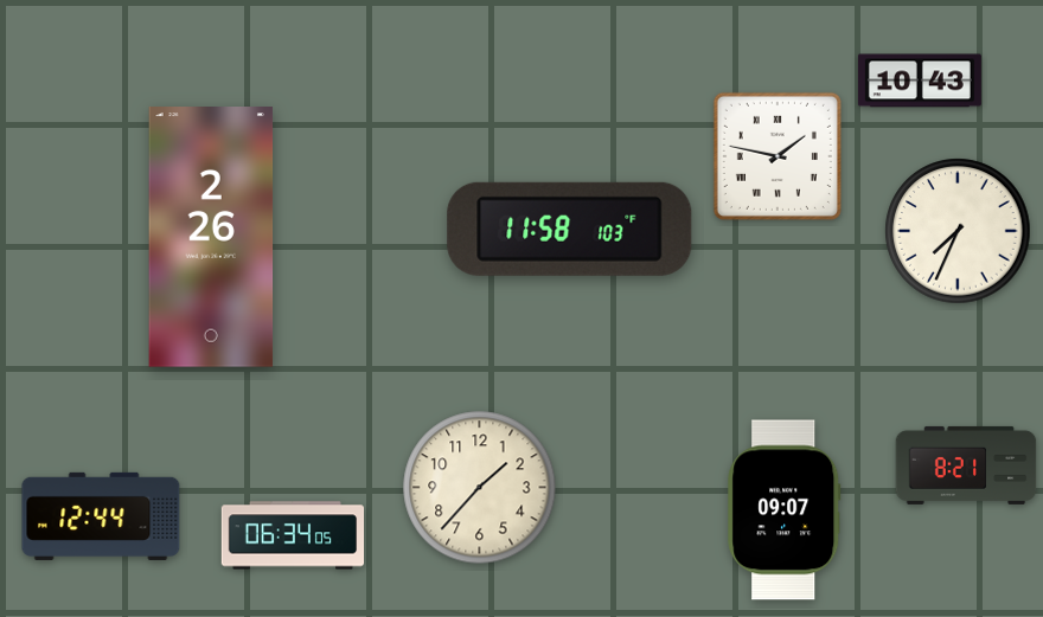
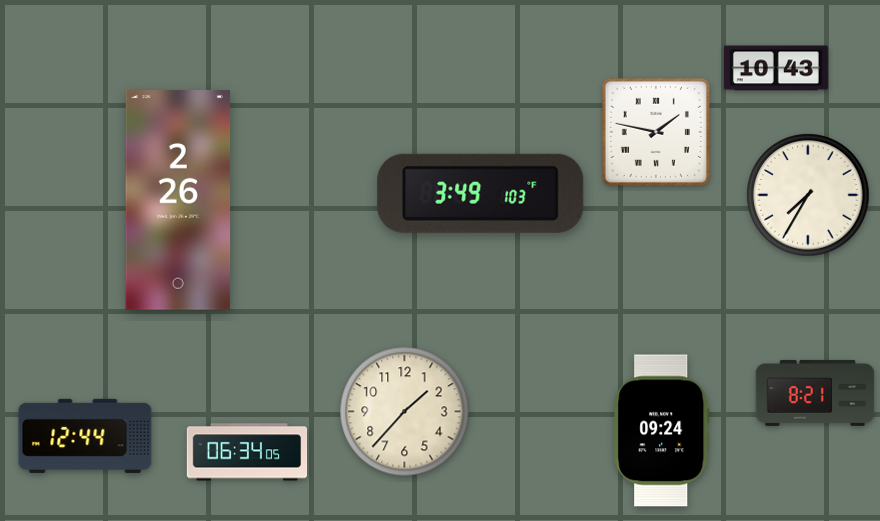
clock at (570, 229): 11:58 -> 3:49
clock at (958, 231): 7:34 -> 7:35
clock at (785, 510): 09:07 -> 09:24
